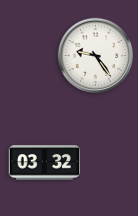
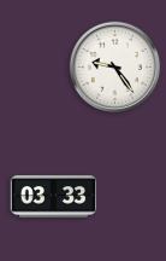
clock at (45, 163): 03:32 -> 03:33
